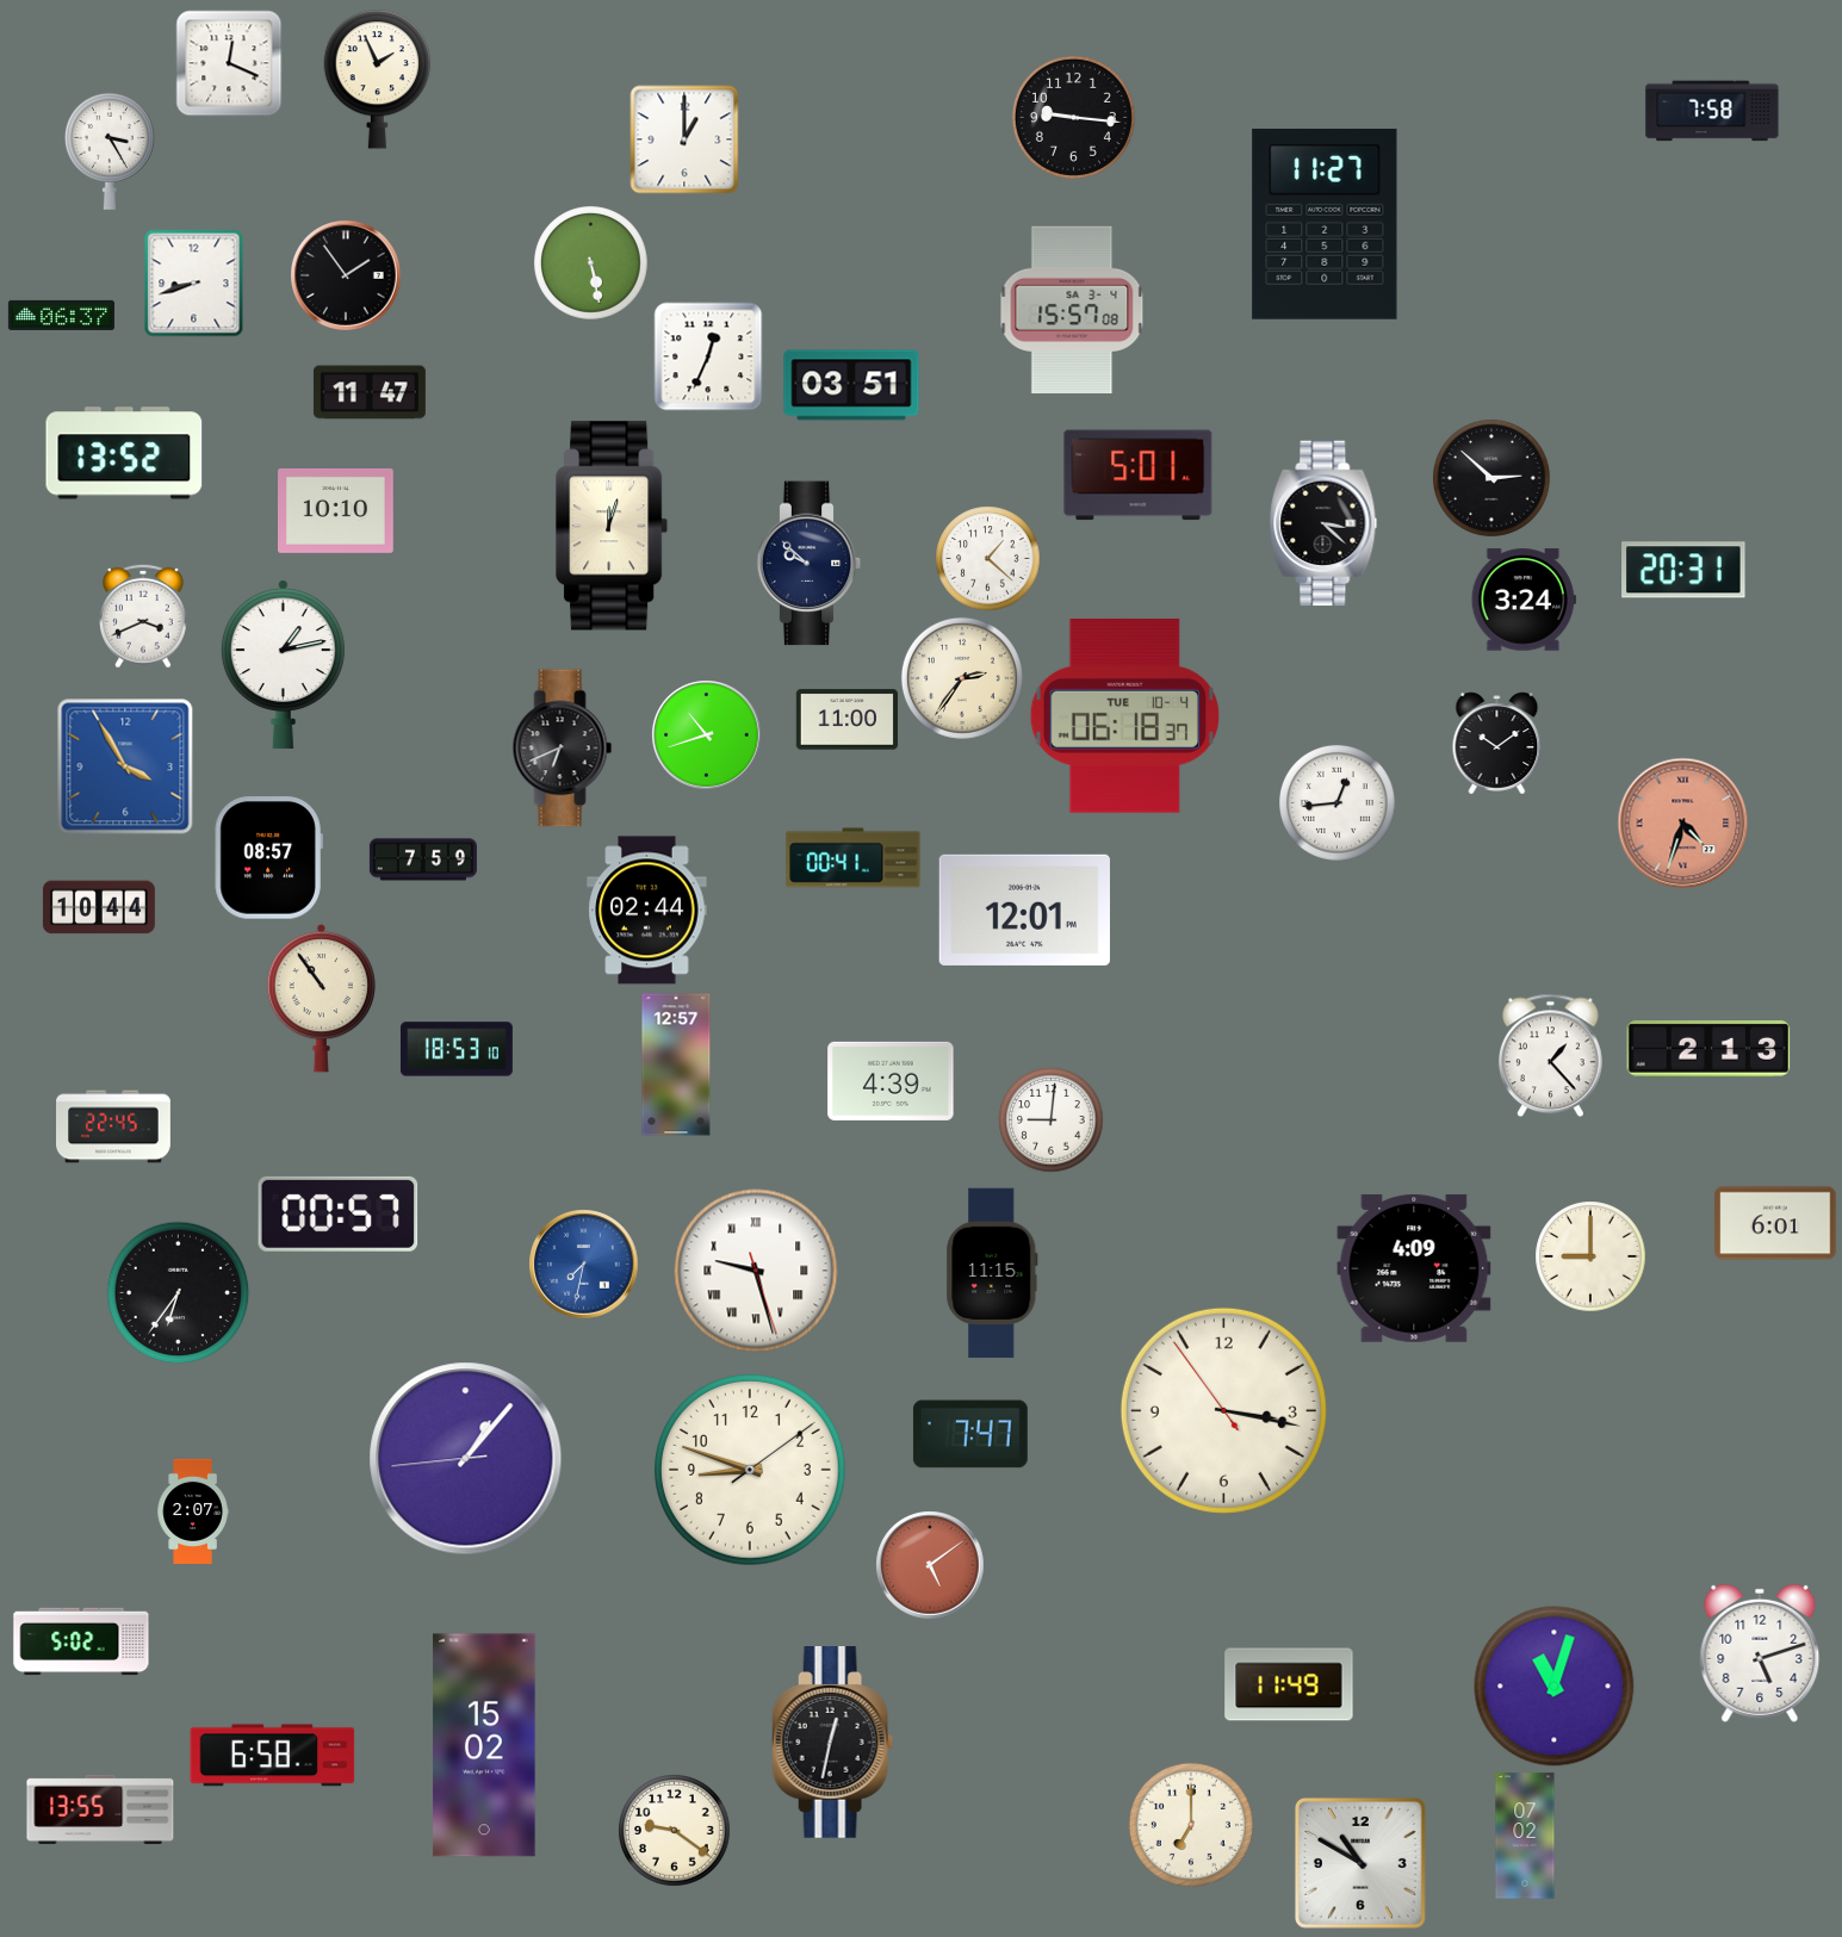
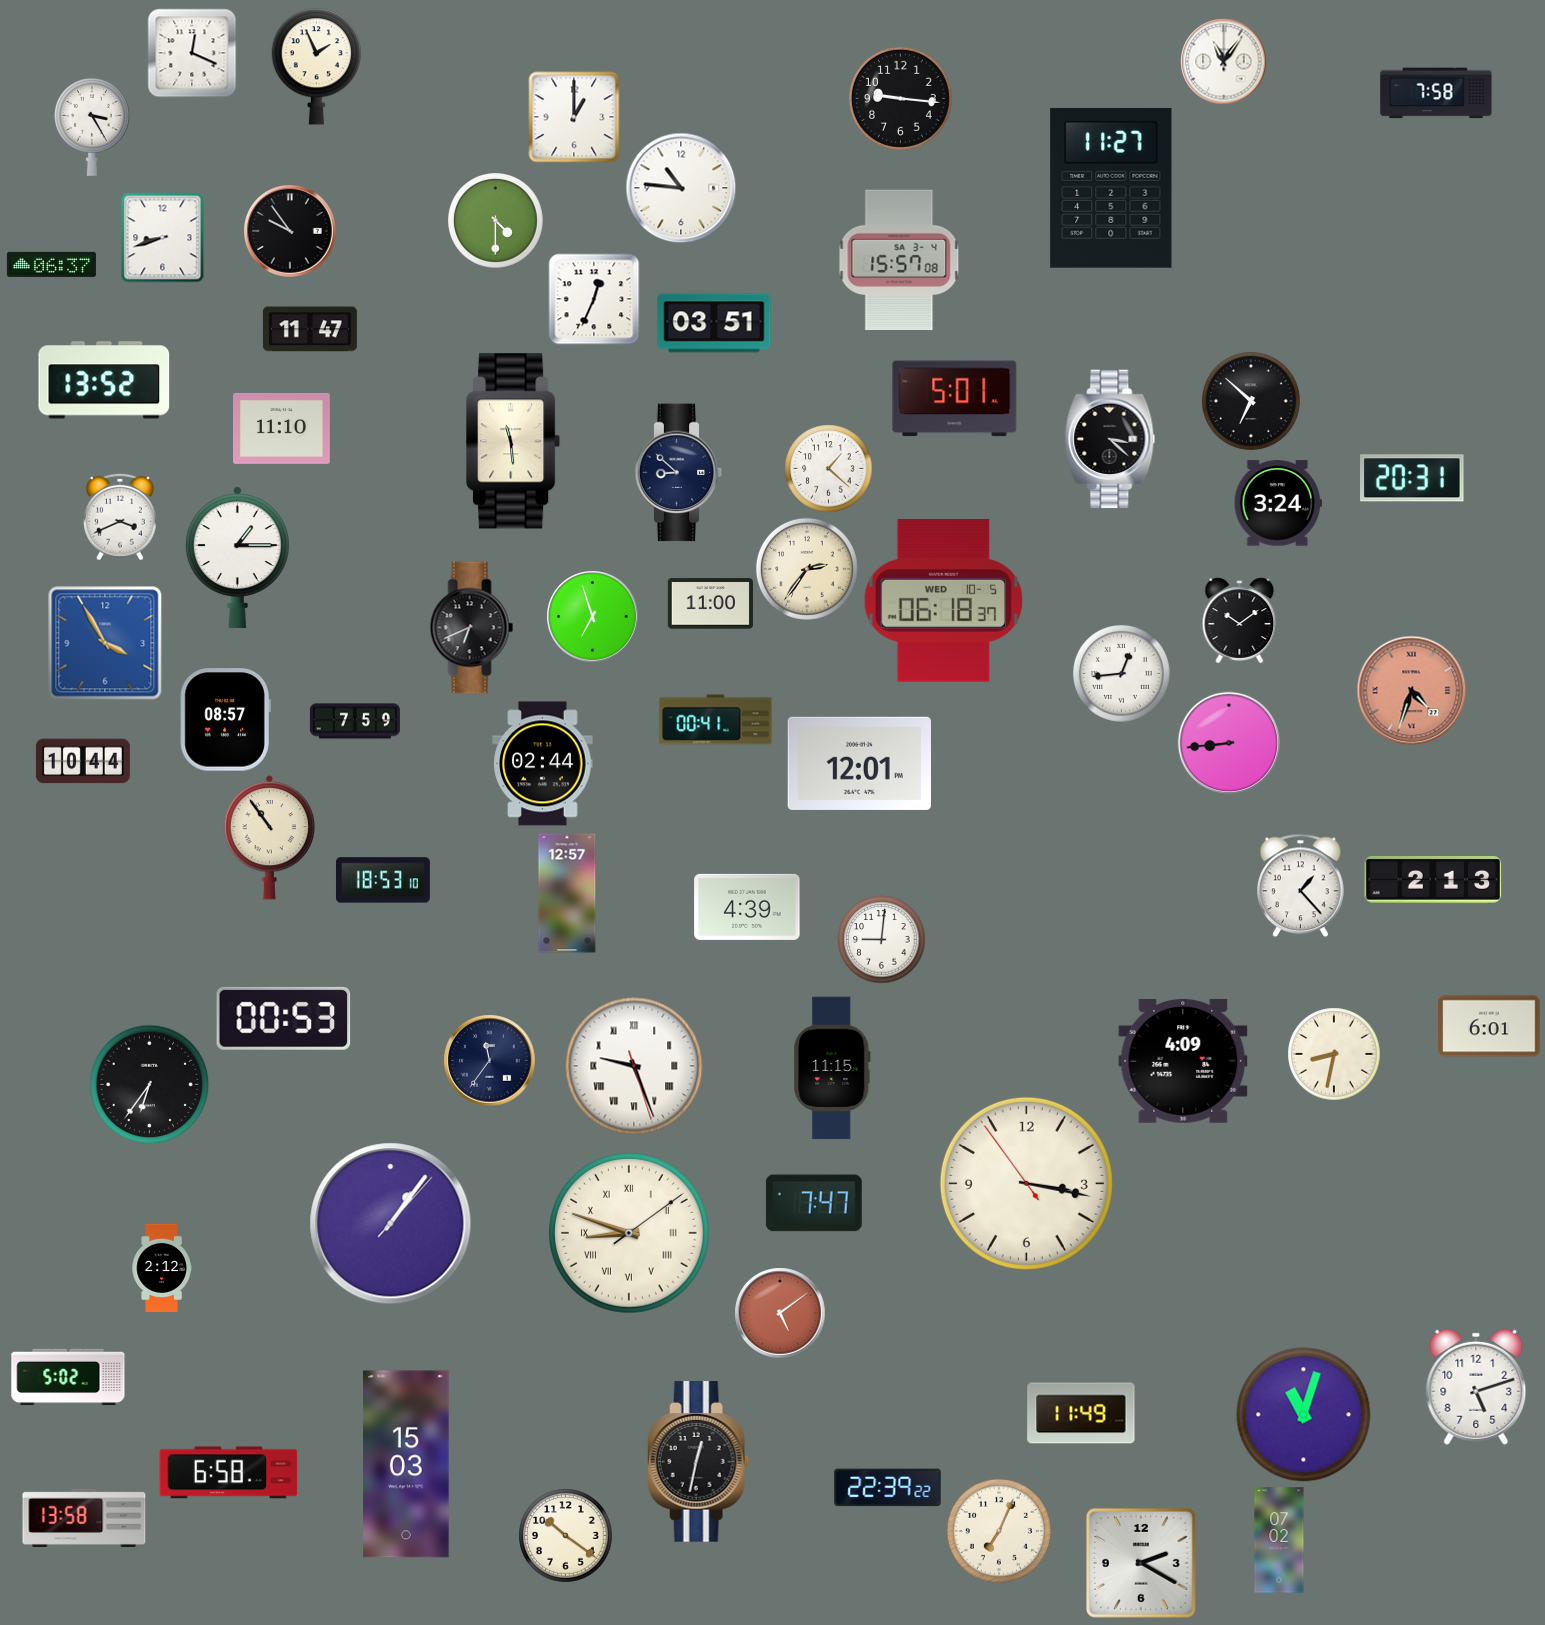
clock at (1223, 61): none -> 11:06
clock at (681, 188): none -> 10:46
clock at (590, 262): 5:28 -> 4:30
clock at (346, 275): 1:54 -> 9:54
clock at (1491, 478): 2:52 -> 6:52
clock at (336, 510): 10:10 -> 11:10
clock at (613, 526): 12:03 -> 11:29
clock at (810, 564): 9:52 -> 8:52
clock at (283, 665): 1:13 -> 1:15
clock at (1124, 716) date: TUE 10-4 -> WED 10-5
clock at (706, 734): 10:42 -> 6:57
clock at (1497, 743) position: (1497, 743) -> (1240, 620)
clock at (1228, 742): none -> 8:44
clock at (114, 1126): 22:45 -> none
clock at (339, 1213): 00:57 -> 00:53
clock at (1590, 1256): 9:00 -> 8:32
clock at (583, 1264): 7:32 -> 11:36
clock at (583, 1264) dial: blue -> navy
clock at (1414, 1268) position: (1414, 1268) -> (1183, 1061)
clock at (756, 1271): 9:27 -> 9:26
clock at (466, 1459): 1:06:44 -> 1:06:07
clock at (751, 1471) numerals: Arabic -> Roman
clock at (193, 1511): 2:07 -> 2:12
clock at (484, 1745): 15:02 -> 15:03
clock at (888, 1488): none -> 22:39
clock at (100, 1809): 13:55 -> 13:58
clock at (1191, 1825): 7:00 -> 7:04
clock at (674, 1830): 9:21 -> 10:21
clock at (1360, 1863): 10:50 -> 2:20
